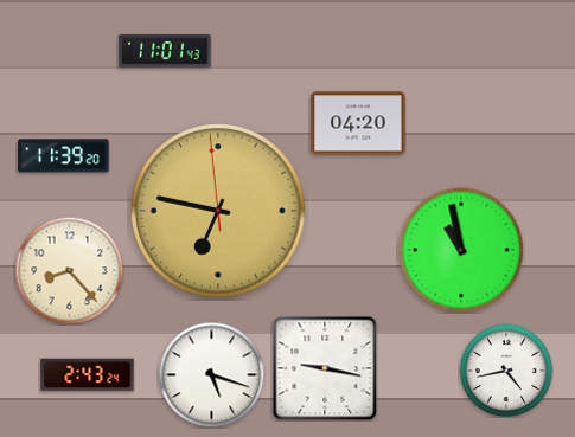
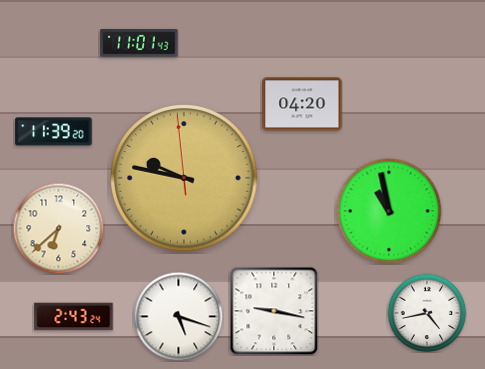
clock at (218, 211): 6:46 -> 9:46
clock at (69, 270): 8:23 -> 6:38
